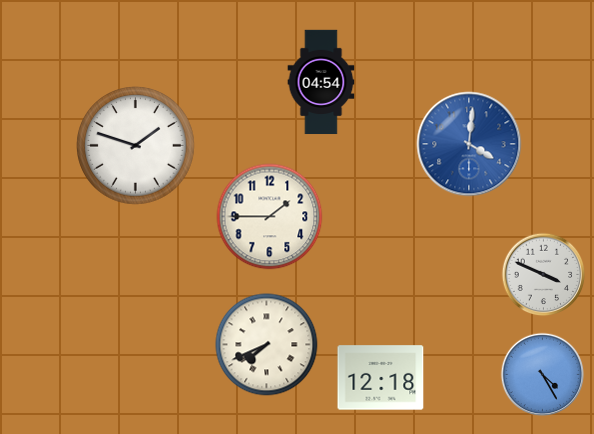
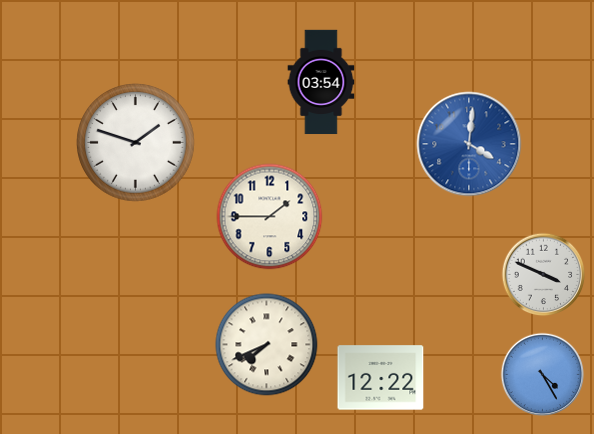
clock at (321, 82): 04:54 -> 03:54
clock at (136, 146) position: (136, 146) -> (136, 143)
clock at (381, 378): 12:18 -> 12:22
